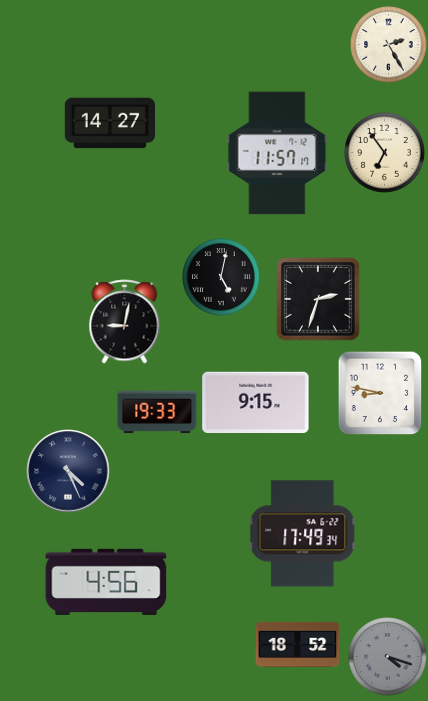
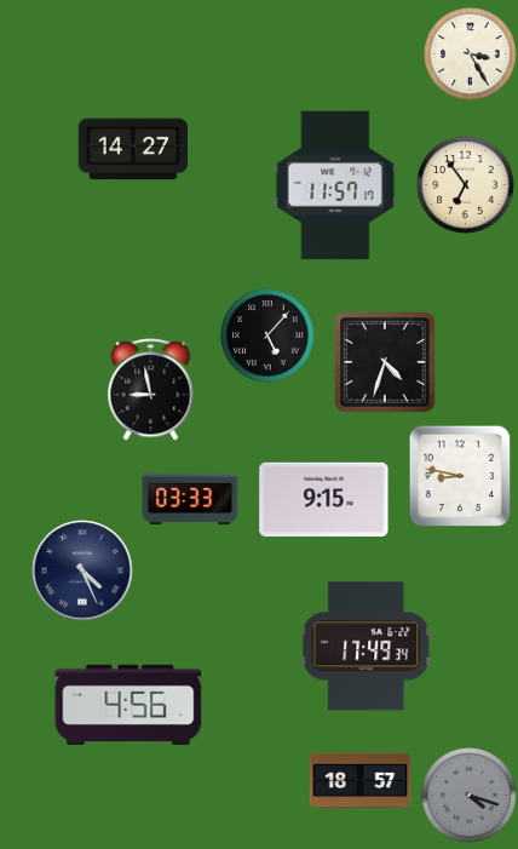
clock at (389, 45): 2:25 -> 3:25
clock at (221, 277): 5:02 -> 5:07
clock at (318, 299): 2:33 -> 4:33
clock at (125, 322): 9:02 -> 8:58
clock at (256, 403) position: (256, 403) -> (324, 500)
clock at (157, 412): 19:33 -> 03:33
clock at (298, 645): 18:52 -> 18:57
